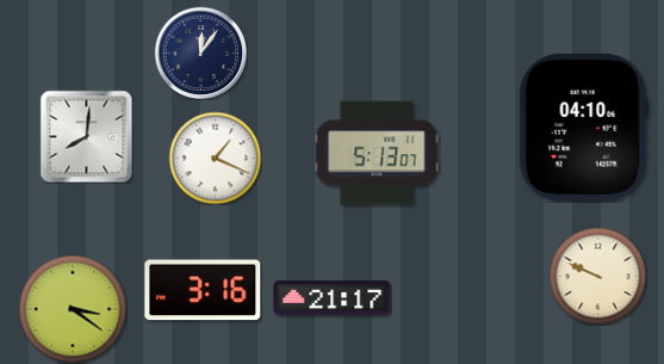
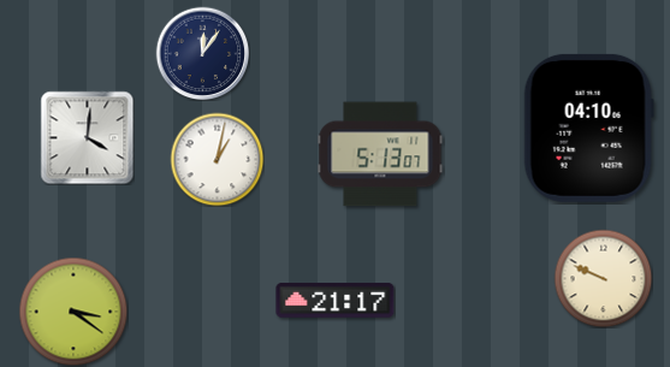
clock at (86, 136): 8:01 -> 4:01
clock at (215, 158): 1:19 -> 1:02
clock at (203, 290): 3:16 -> none
